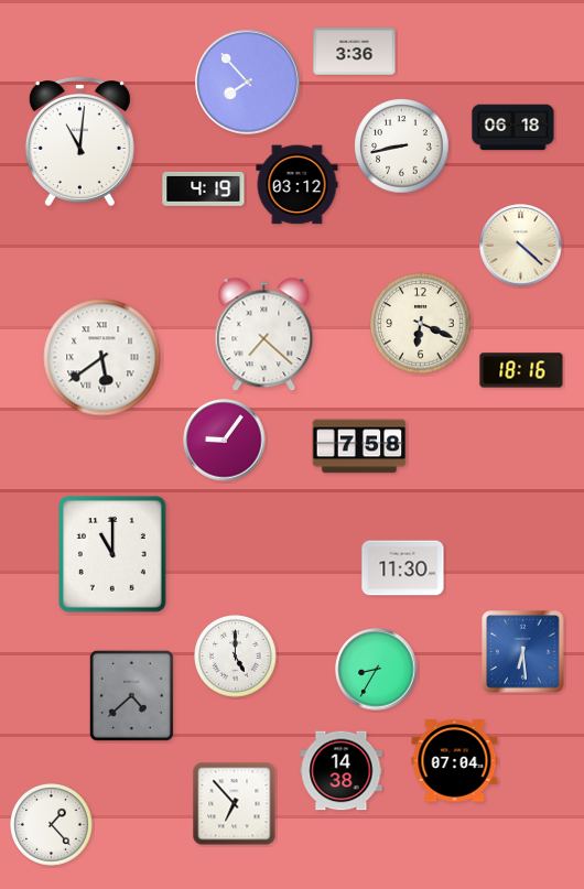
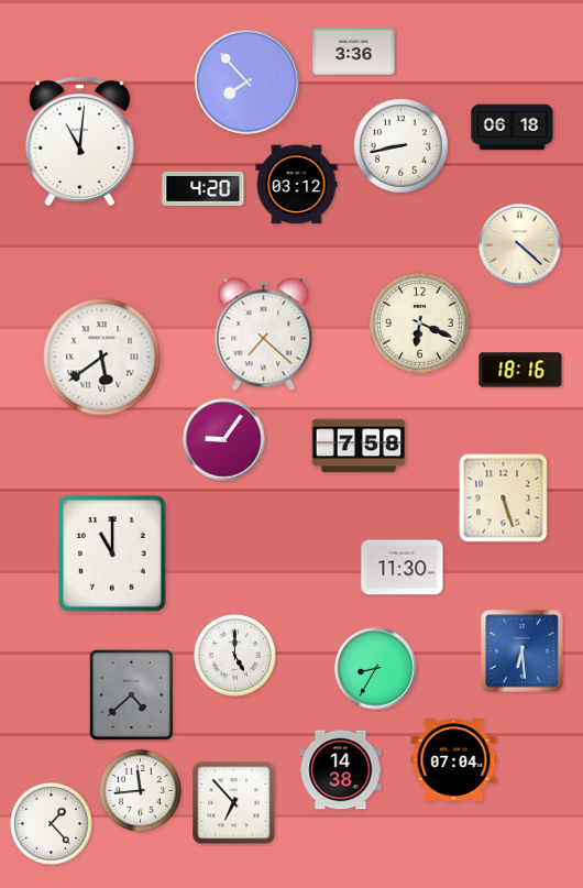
clock at (204, 188): 4:19 -> 4:20
clock at (504, 498): none -> 5:27
clock at (141, 791): none -> 11:44
